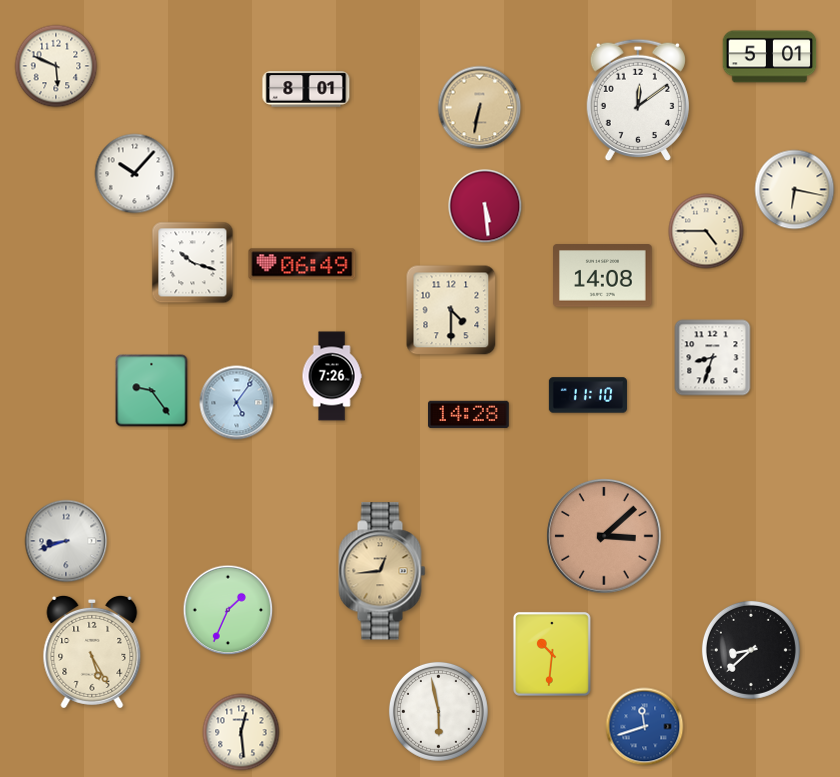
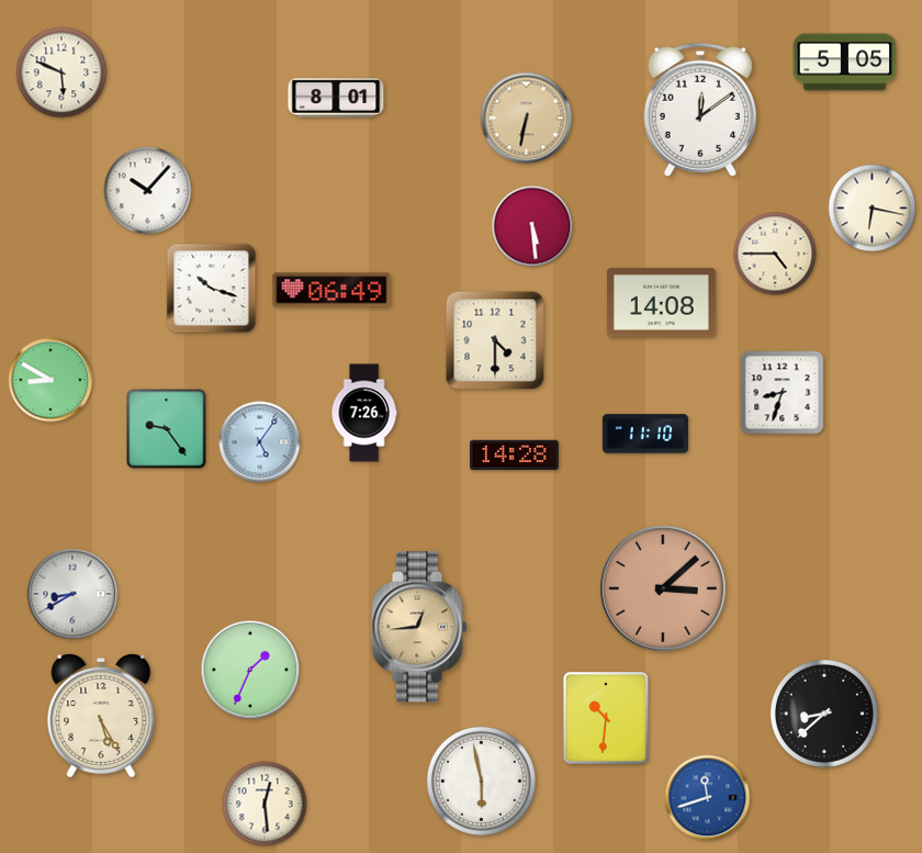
clock at (770, 57): 5:01 -> 5:05
clock at (50, 380): none -> 8:50
clock at (66, 541): 8:42 -> 8:40
